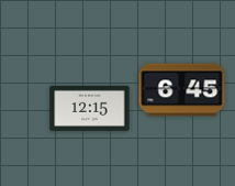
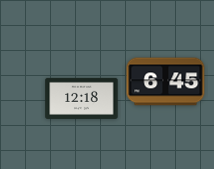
clock at (90, 108): 12:15 -> 12:18
